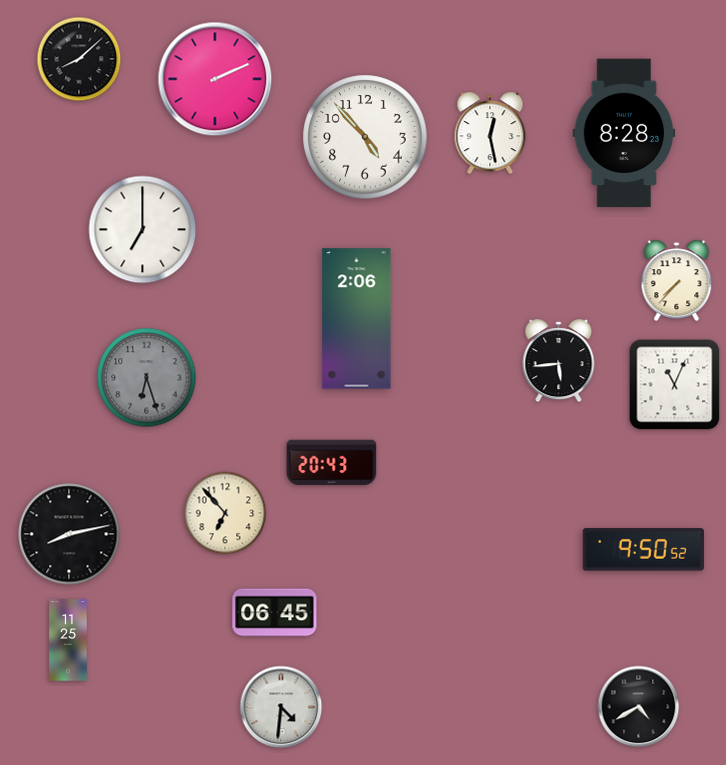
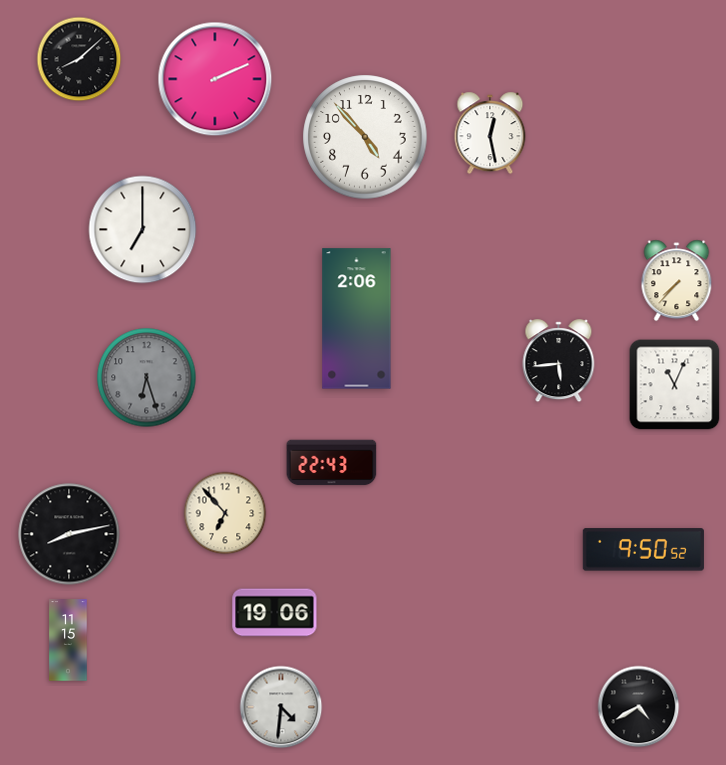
clock at (624, 133): 8:28 -> none
clock at (332, 463): 20:43 -> 22:43
clock at (275, 613): 06:45 -> 19:06
clock at (68, 640): 11:25 -> 11:15
